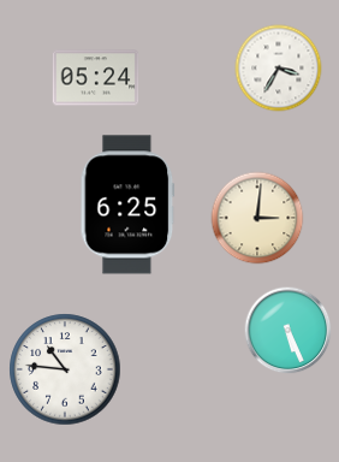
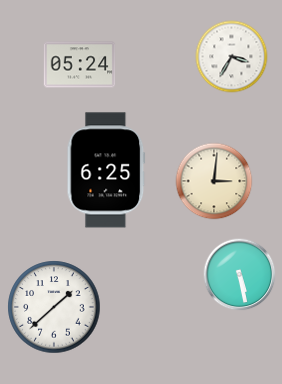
clock at (289, 331): 5:26 -> 5:28
clock at (65, 369): 10:46 -> 1:38
